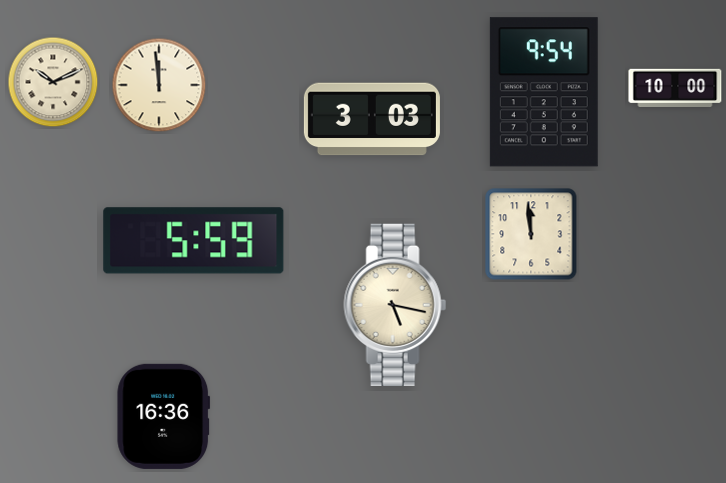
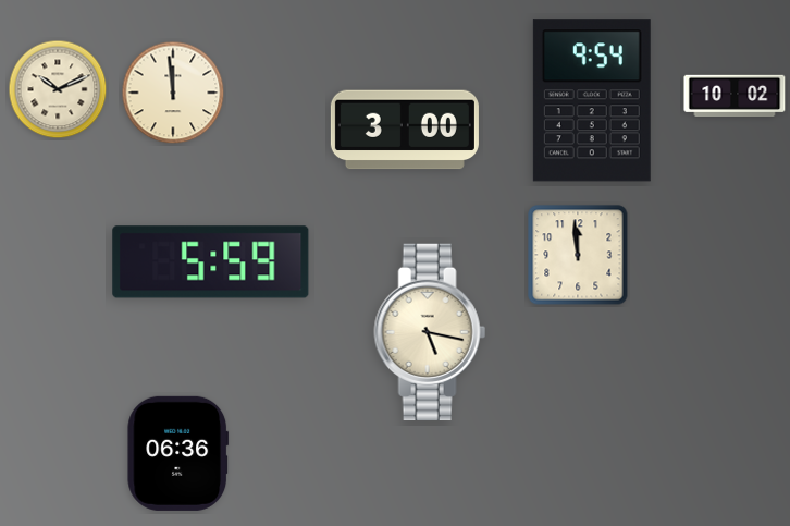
clock at (675, 87): 10:00 -> 10:02
clock at (372, 119): 3:03 -> 3:00
clock at (164, 416): 16:36 -> 06:36
